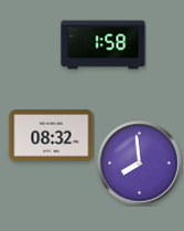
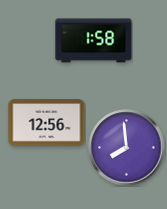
clock at (52, 136): 08:32 -> 12:56
